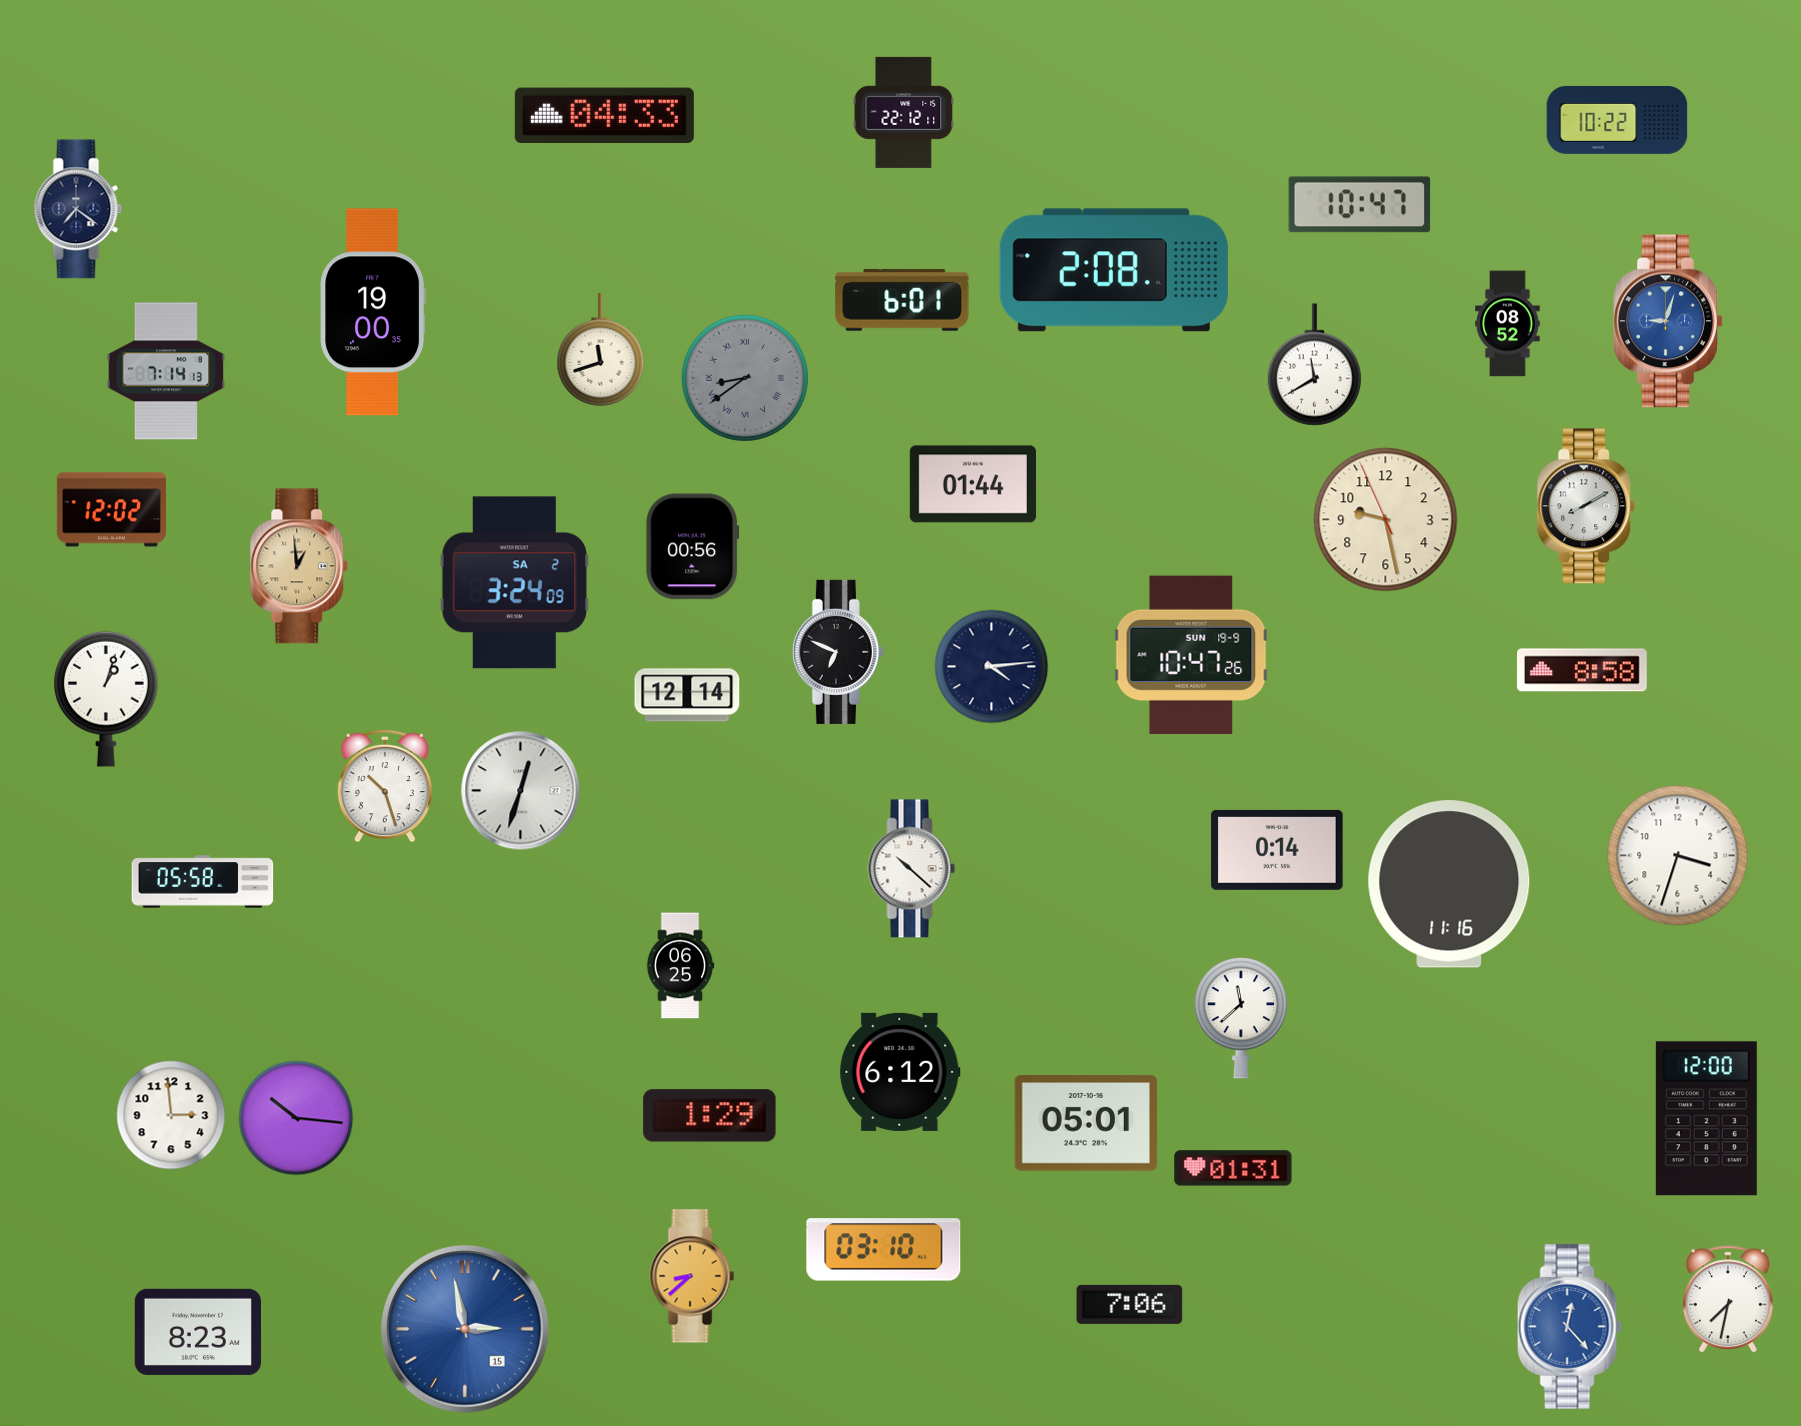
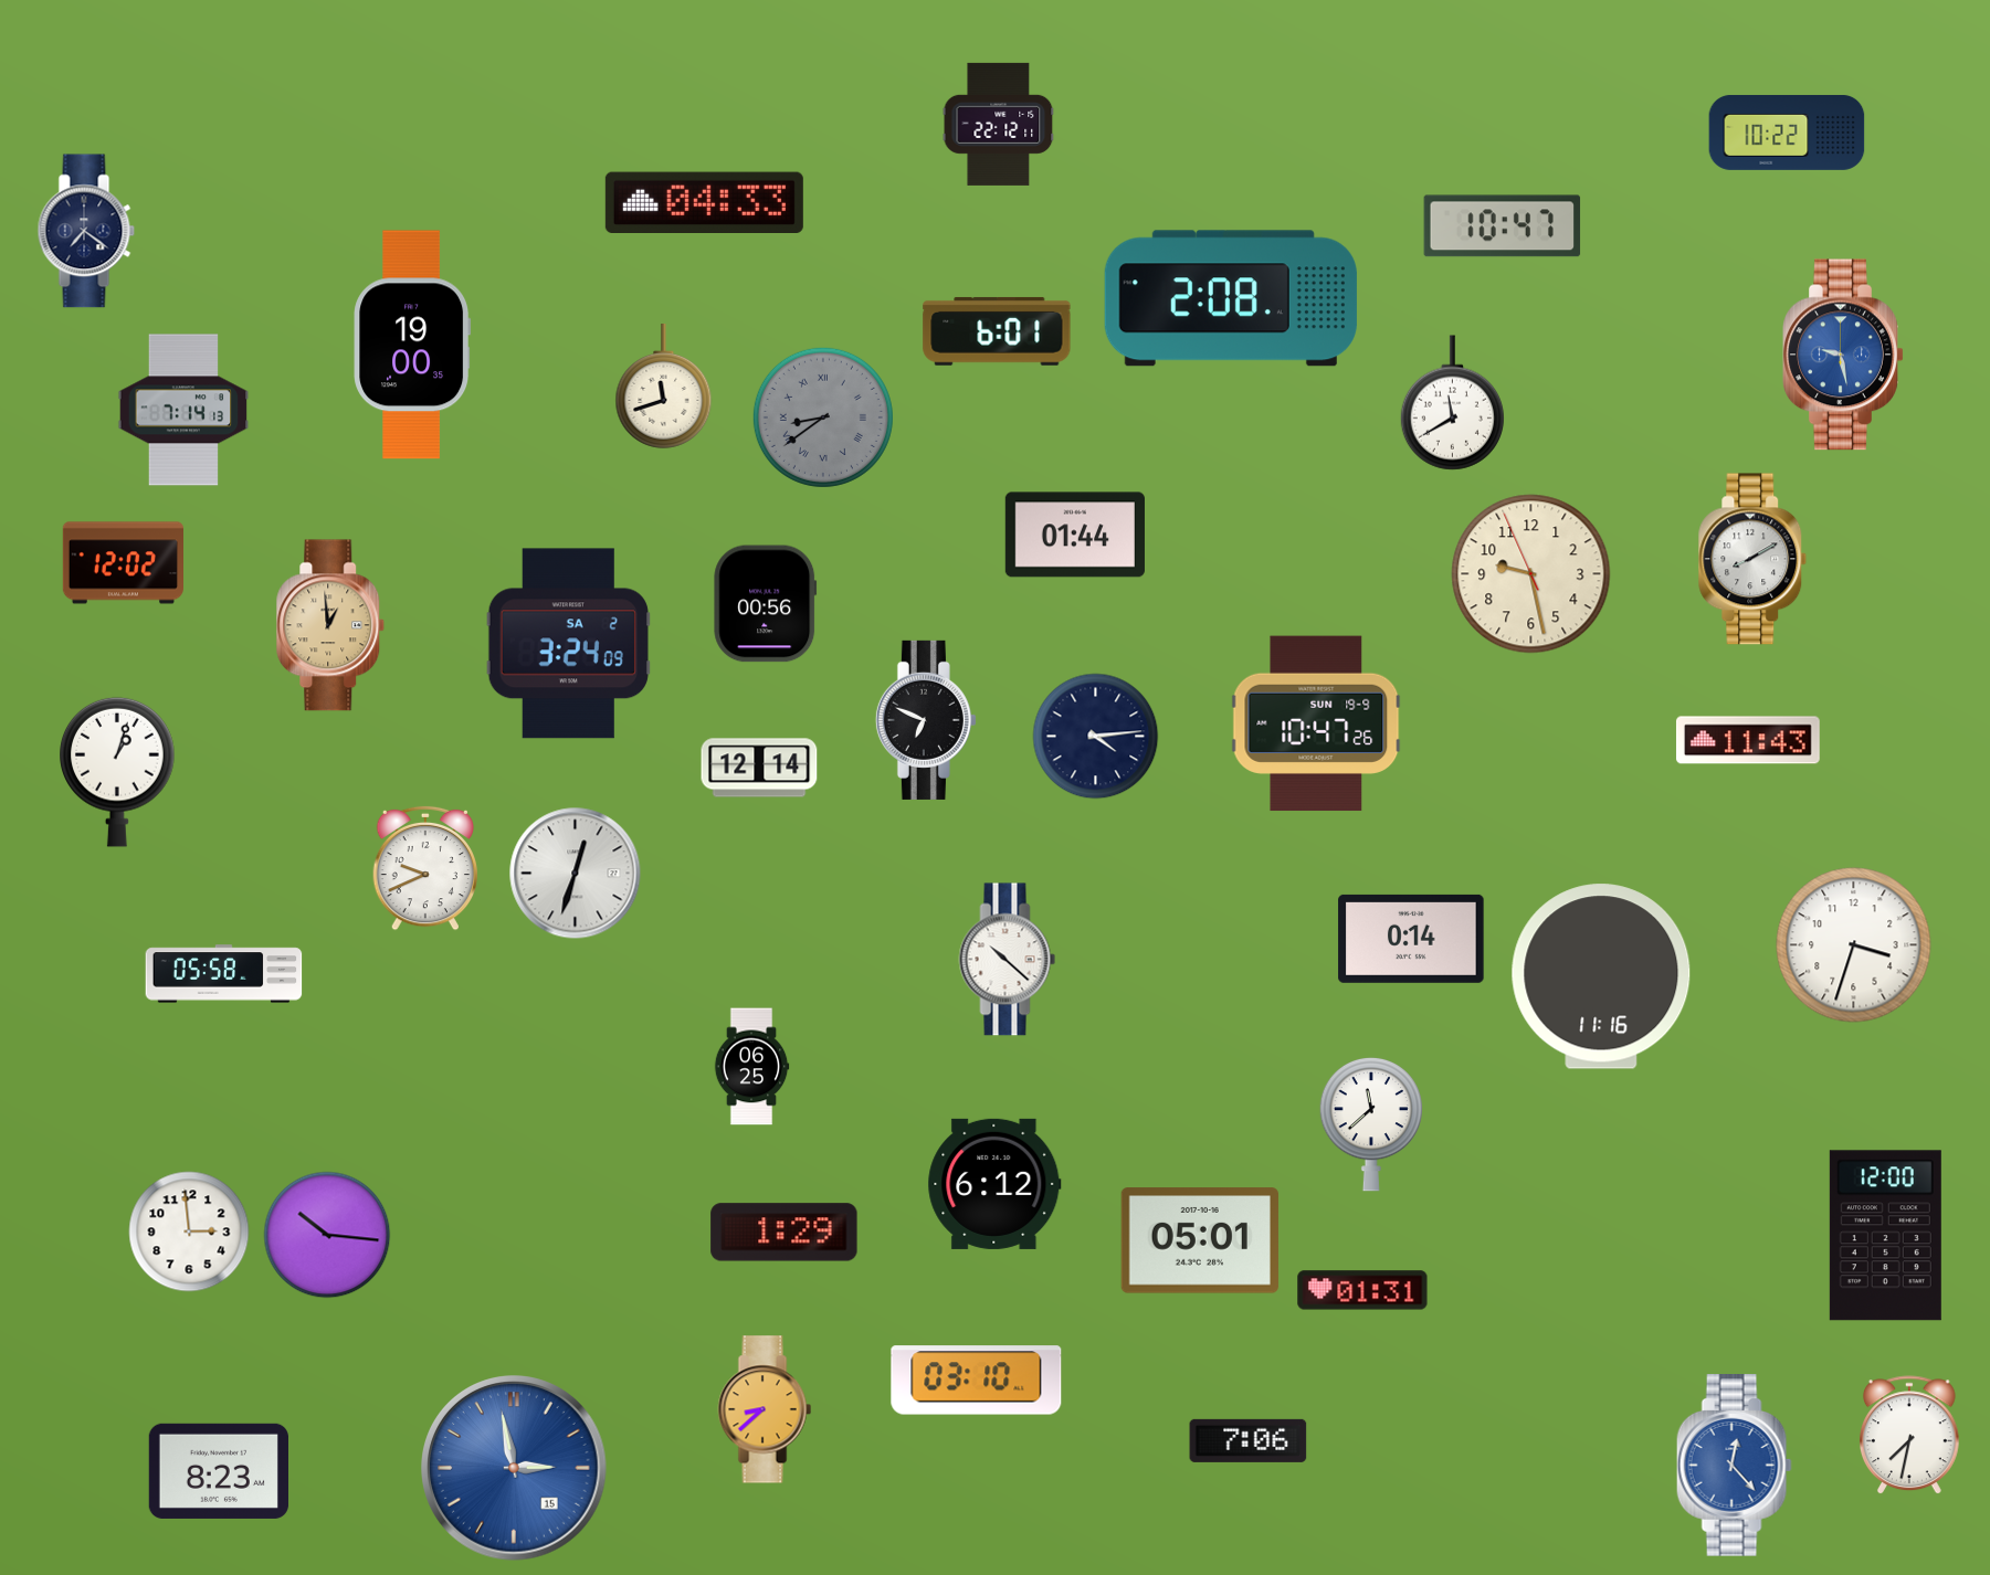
clock at (604, 116) position: (604, 116) -> (704, 203)
clock at (1668, 321): 9:03 -> 9:28
clock at (1508, 324): 08:52 -> none
clock at (1582, 670): 8:58 -> 11:43
clock at (385, 786): 10:27 -> 9:41
